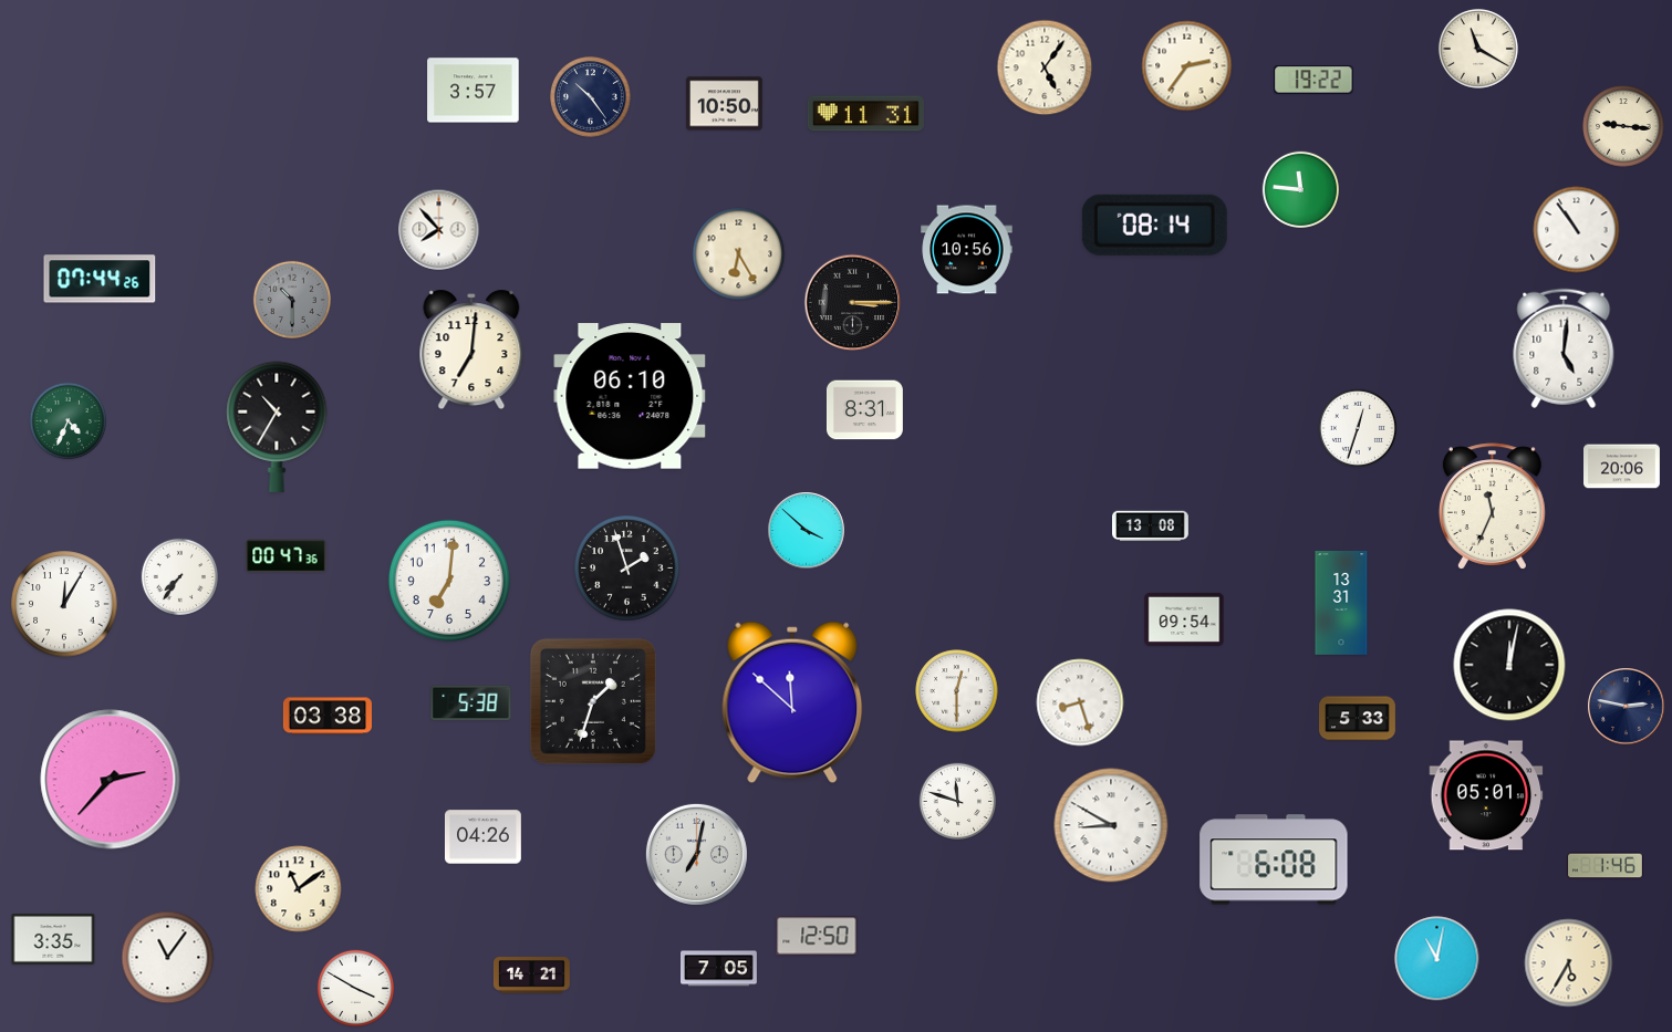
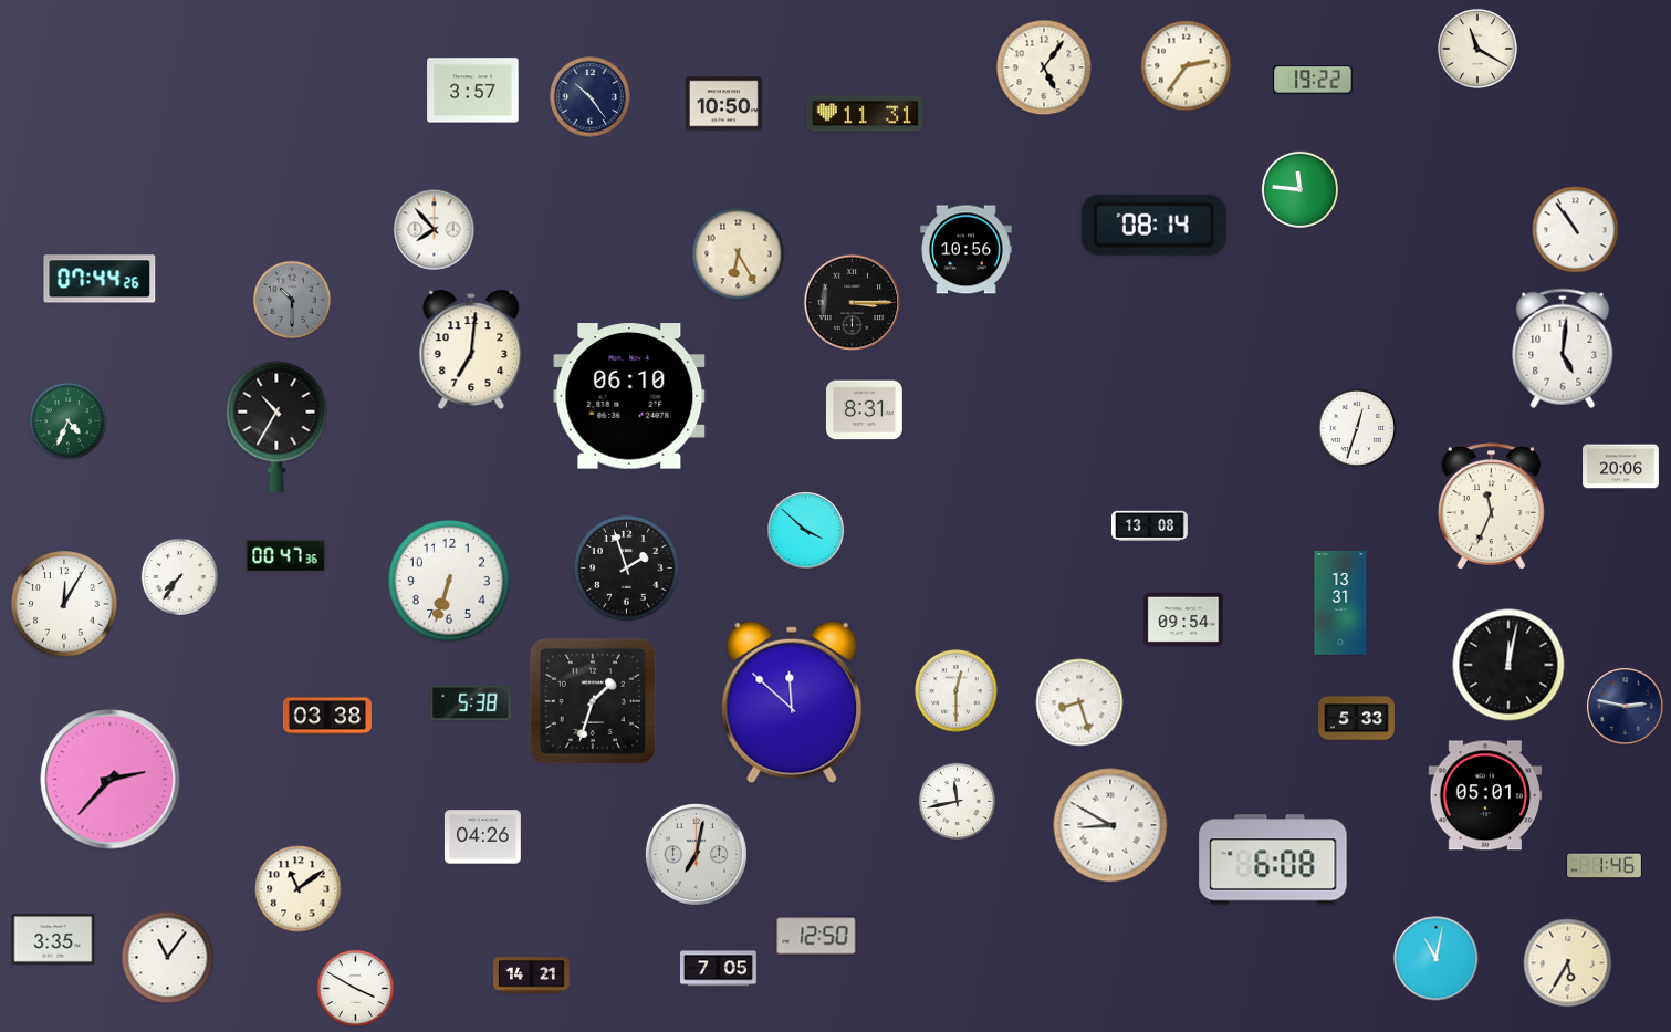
clock at (1623, 126): 9:16 -> none
clock at (439, 230) position: (439, 230) -> (435, 230)
clock at (449, 581): 7:01 -> 6:33
clock at (957, 801): 11:48 -> 11:43
